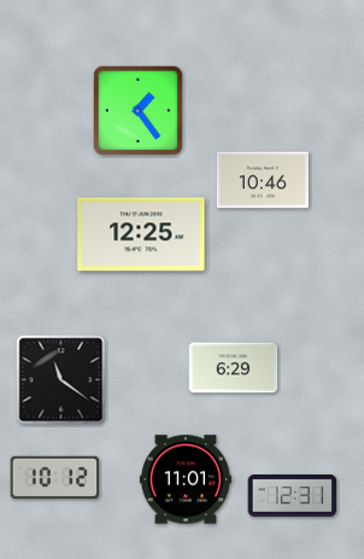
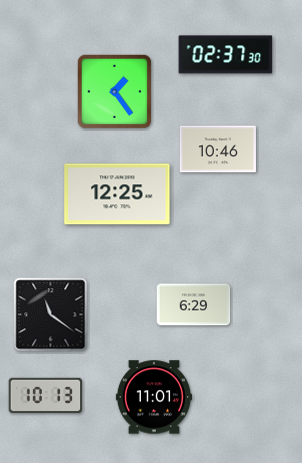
clock at (226, 55): none -> 02:37
clock at (55, 477): 10:12 -> 10:13
clock at (293, 496): 12:31 -> none
